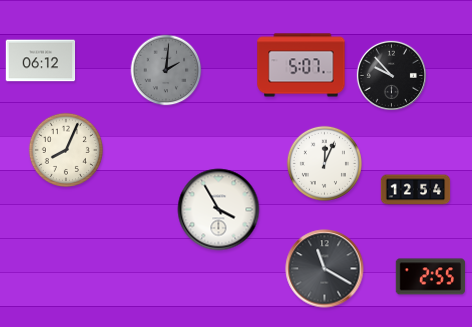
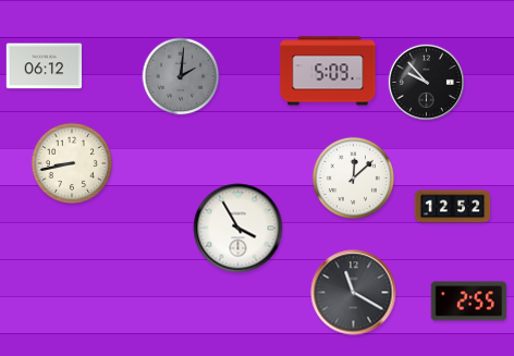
clock at (301, 65): 5:07 -> 5:09
clock at (65, 149): 8:04 -> 8:43
clock at (324, 163): 12:04 -> 12:08
clock at (416, 190): 12:54 -> 12:52
